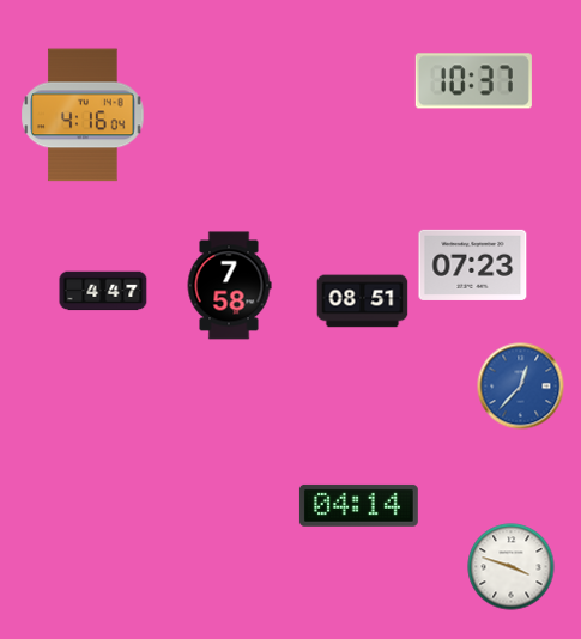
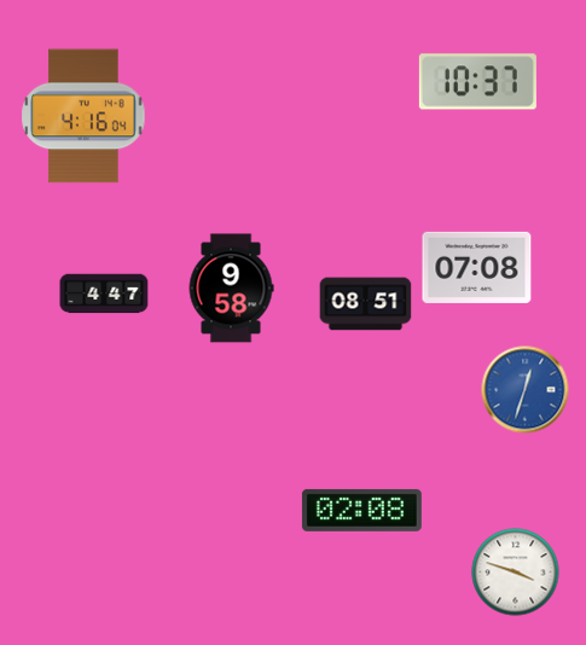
clock at (473, 264): 07:23 -> 07:08
clock at (229, 286): 7:58 -> 9:58
clock at (521, 387): 12:37 -> 12:33
clock at (358, 505): 04:14 -> 02:08
